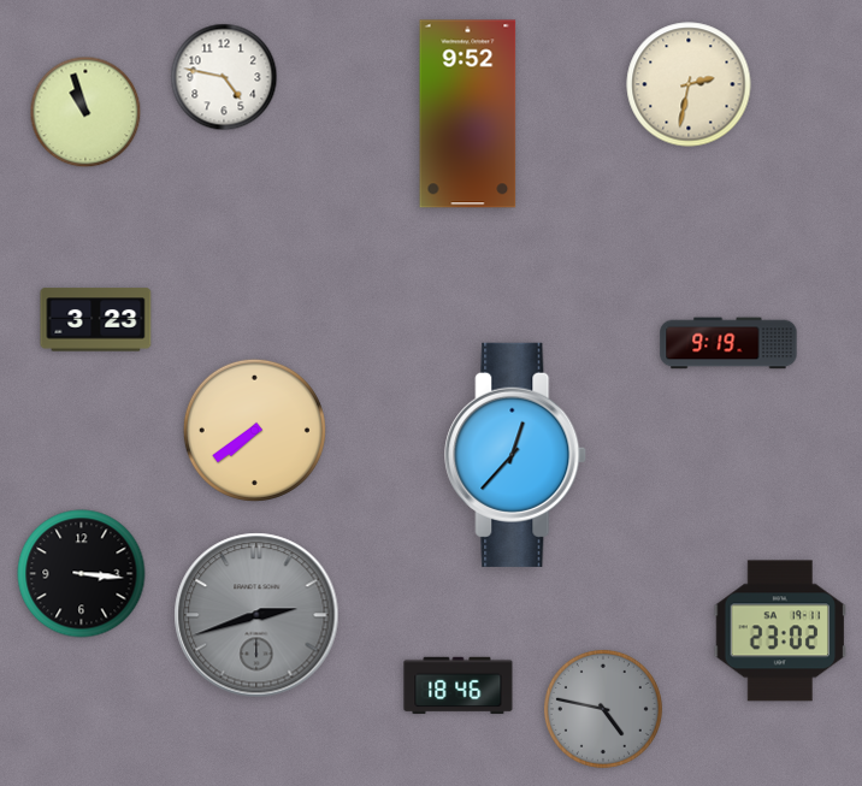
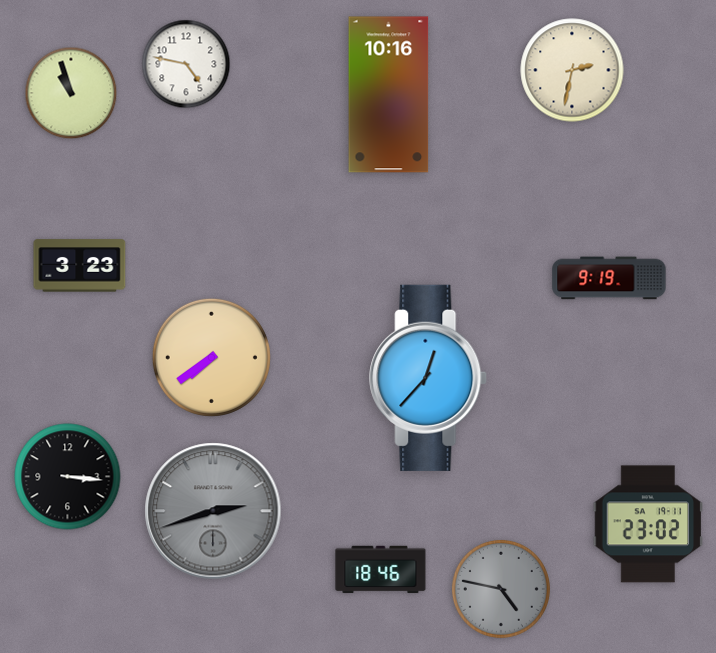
clock at (468, 114): 9:52 -> 10:16
clock at (728, 343) position: (728, 343) -> (609, 278)
